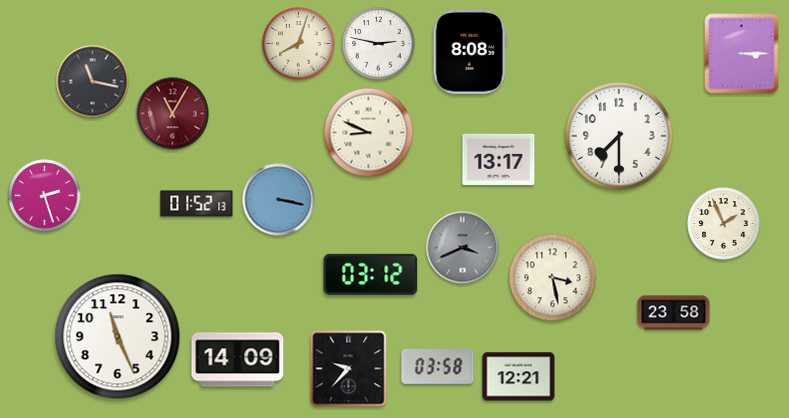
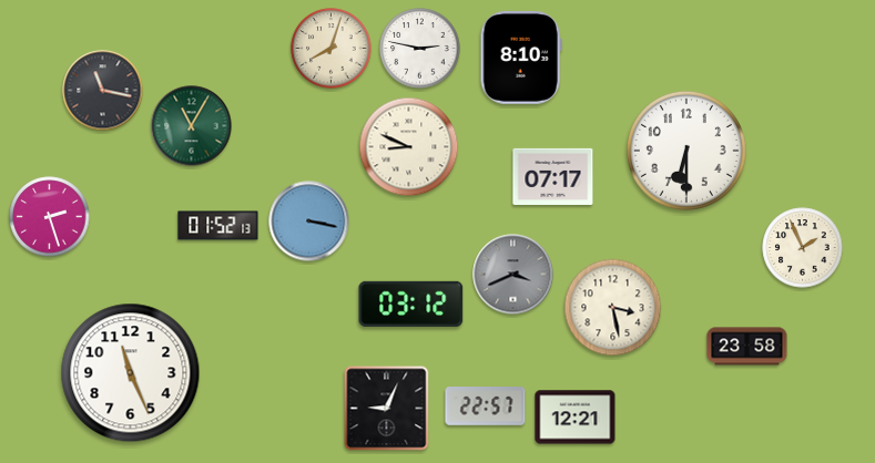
clock at (470, 52): 8:08 -> 8:10
clock at (742, 54): 3:15 -> none
clock at (173, 114) dial: burgundy -> green
clock at (619, 136): 7:30 -> 6:30
clock at (499, 159): 13:17 -> 07:17
clock at (238, 360): 14:09 -> none
clock at (438, 367): 03:58 -> 22:57
clock at (349, 369): 9:37 -> 9:04
